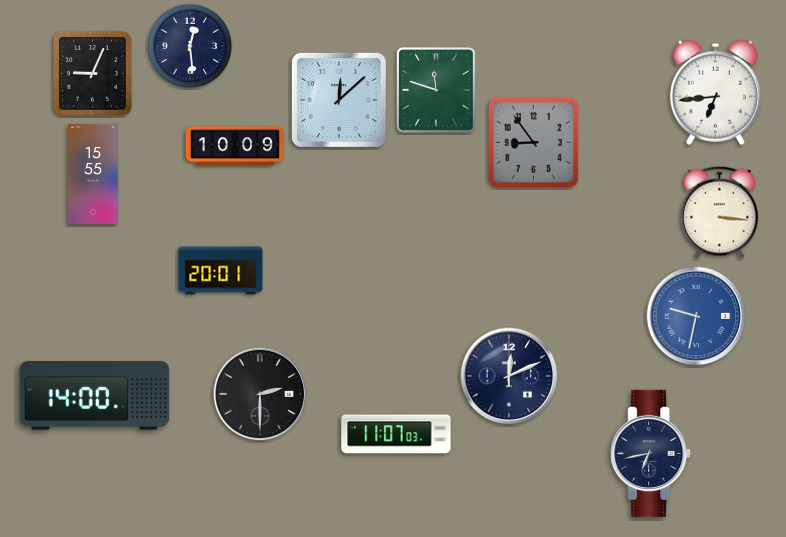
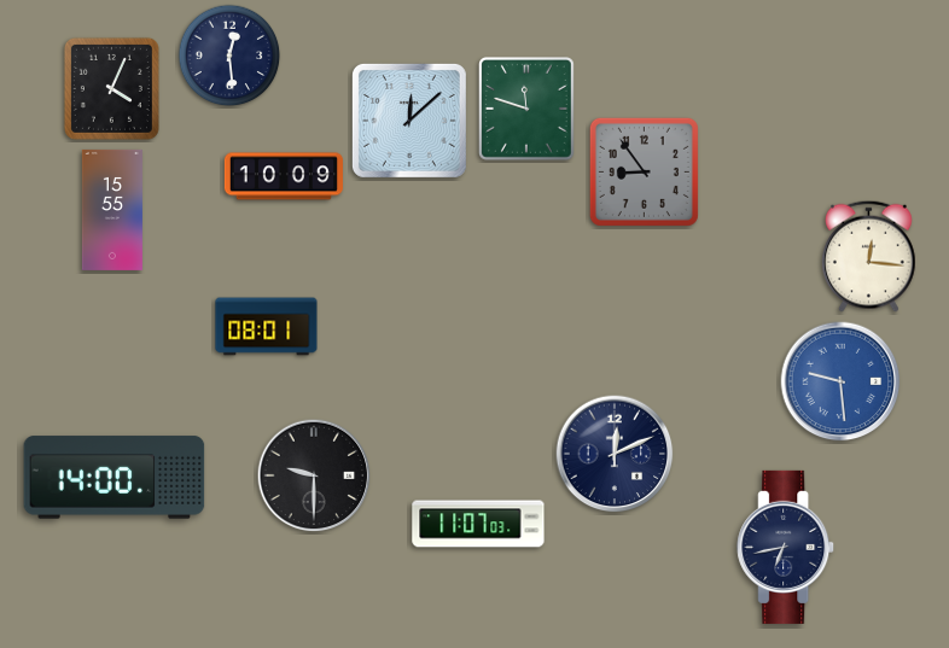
clock at (92, 73): 9:04 -> 4:04
clock at (715, 92): 6:44 -> none
clock at (720, 212): 3:16 -> 12:16
clock at (221, 271): 20:01 -> 08:01
clock at (696, 316): 9:32 -> 9:29
clock at (260, 394): 2:30 -> 9:30
